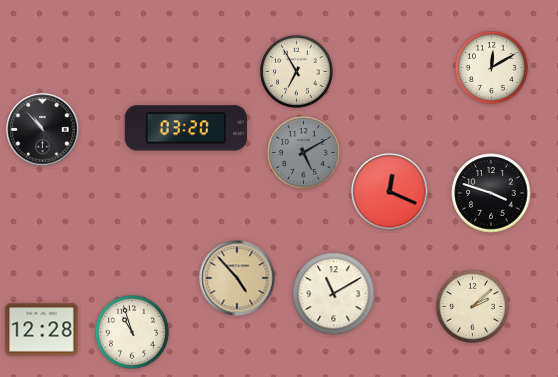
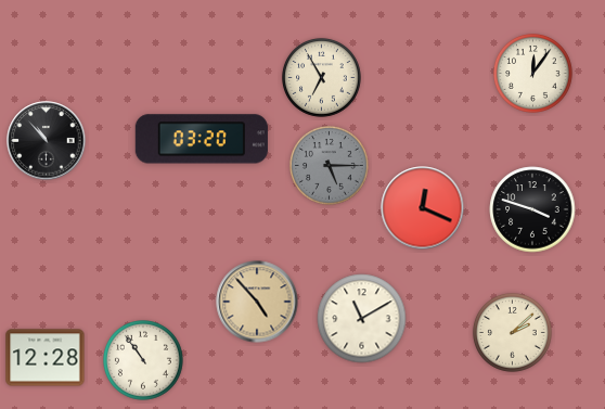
clock at (491, 67): 12:10 -> 12:06
clock at (303, 152): 5:10 -> 5:15
clock at (133, 333): 10:57 -> 10:54
